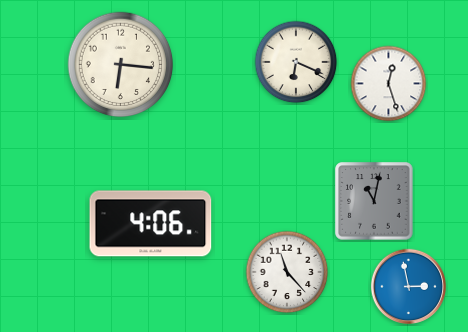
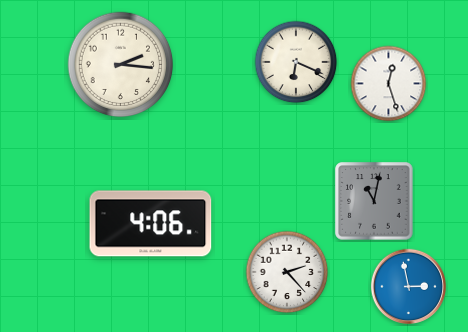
clock at (121, 65): 6:16 -> 2:16
clock at (287, 272): 11:23 -> 2:23
